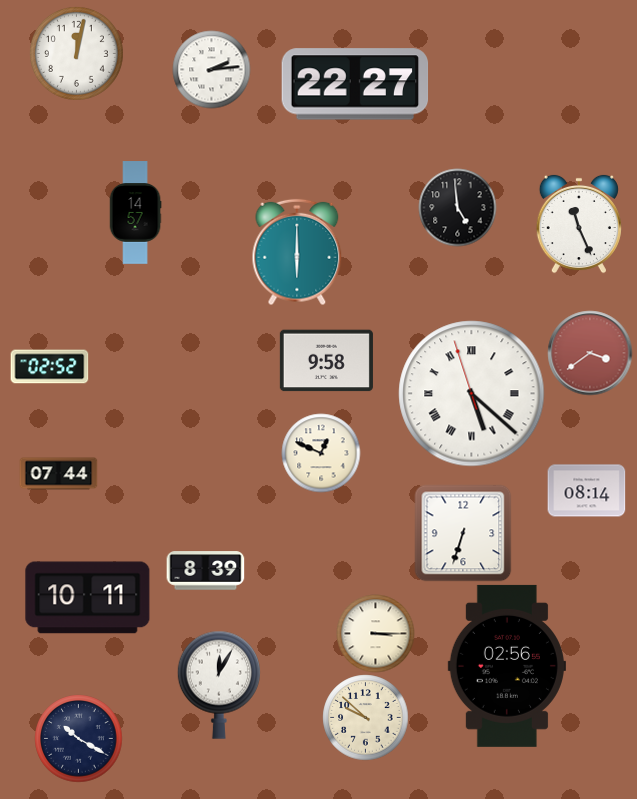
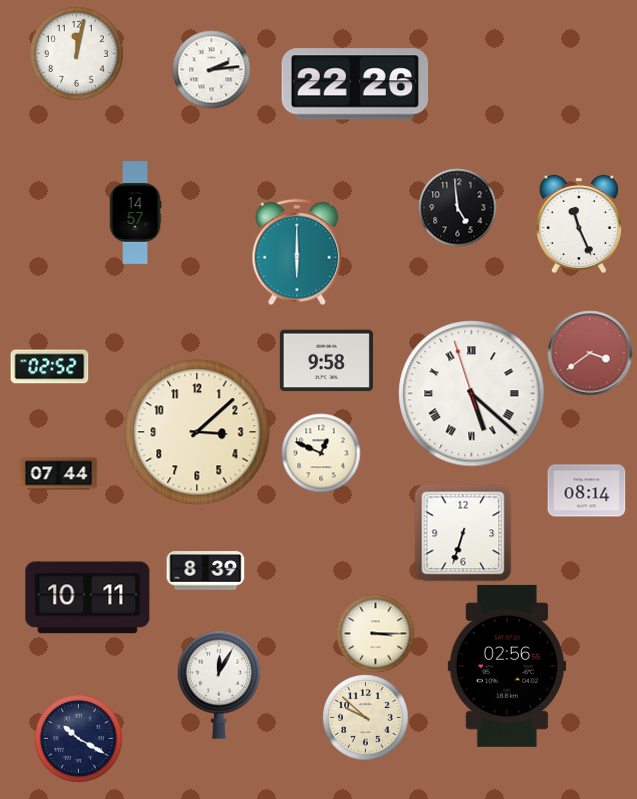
clock at (355, 84): 22:27 -> 22:26
clock at (197, 432): none -> 3:08
